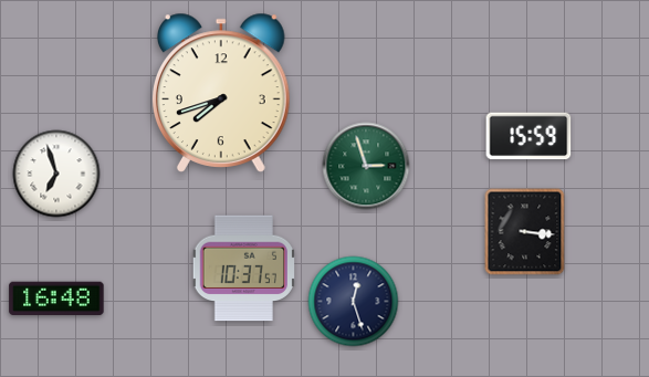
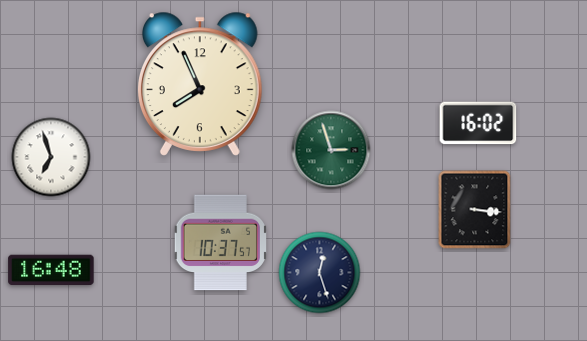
clock at (221, 93): 7:42 -> 7:56
clock at (528, 136): 15:59 -> 16:02
